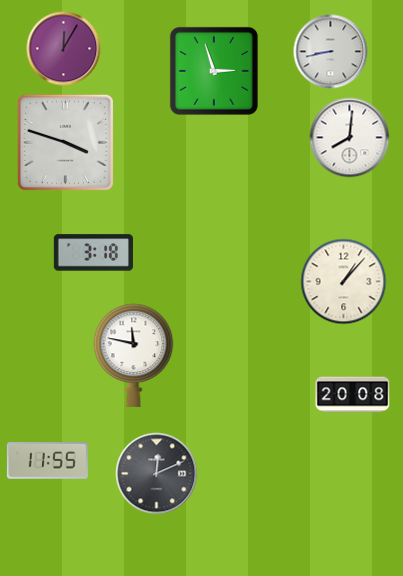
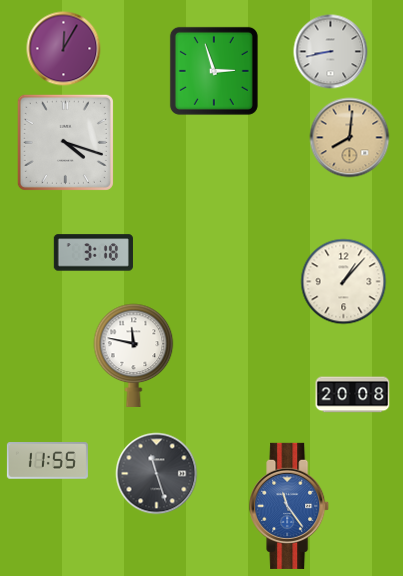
clock at (350, 138) dial: white -> champagne
clock at (65, 142): 3:48 -> 4:18
clock at (157, 474): 12:11 -> 11:27
clock at (290, 506): none -> 11:24
